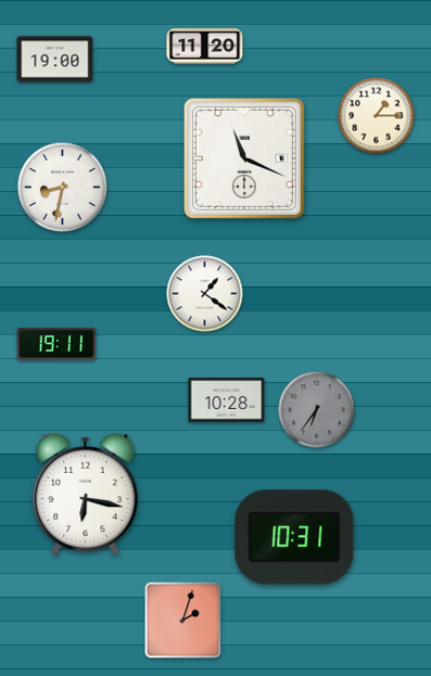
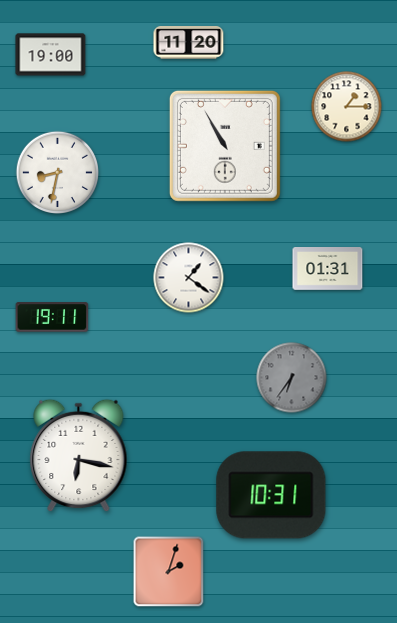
clock at (244, 158): 11:19 -> 10:55
clock at (328, 269): none -> 01:31
clock at (205, 294) position: (205, 294) -> (189, 278)
clock at (227, 400): 10:28 -> none
